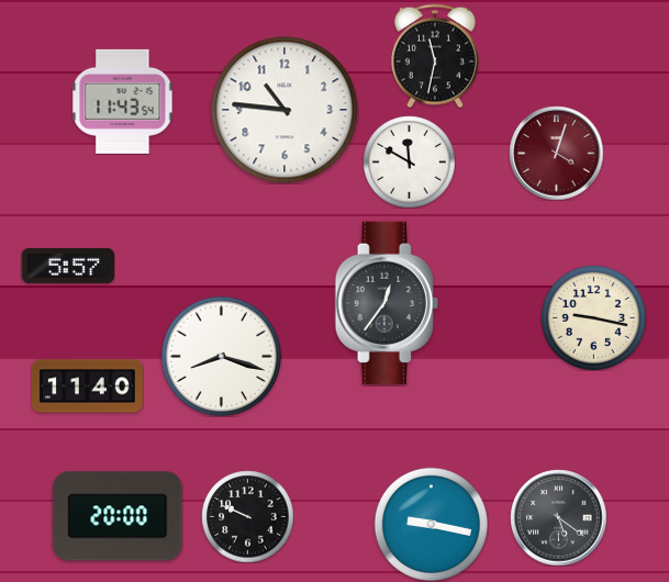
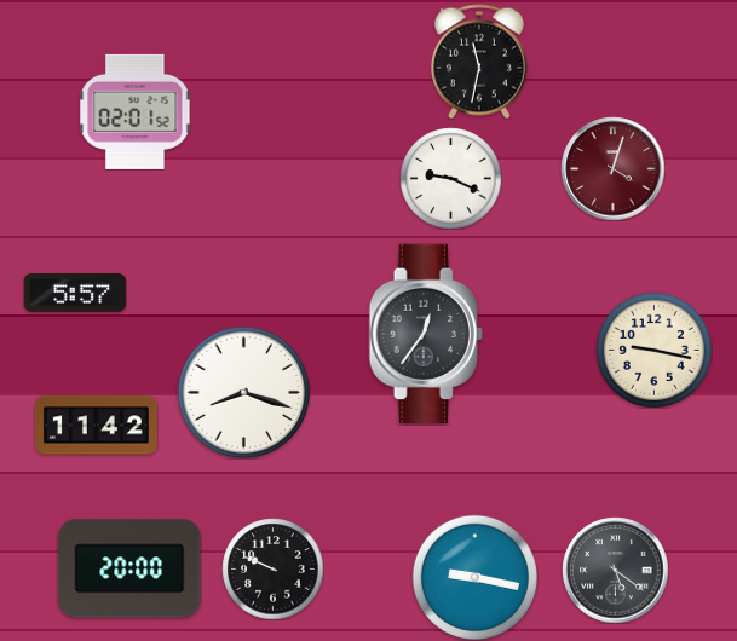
clock at (123, 101): 11:43 -> 02:01
clock at (285, 110): 10:46 -> none
clock at (409, 161): 11:50 -> 9:19
clock at (88, 387): 11:40 -> 11:42
